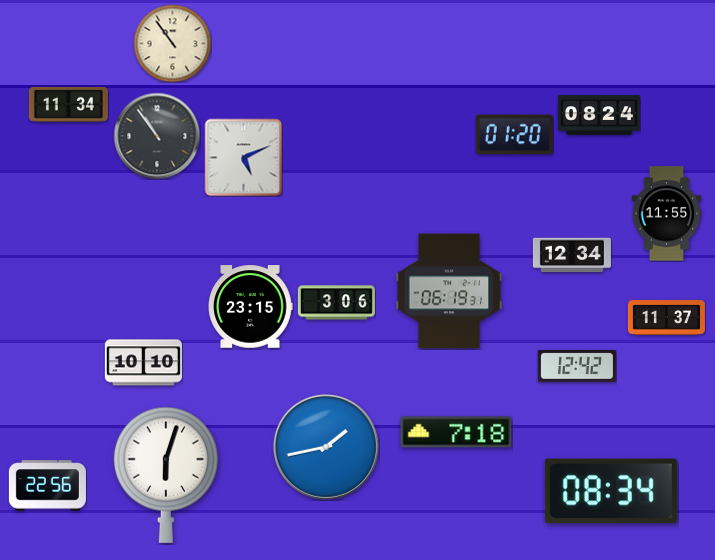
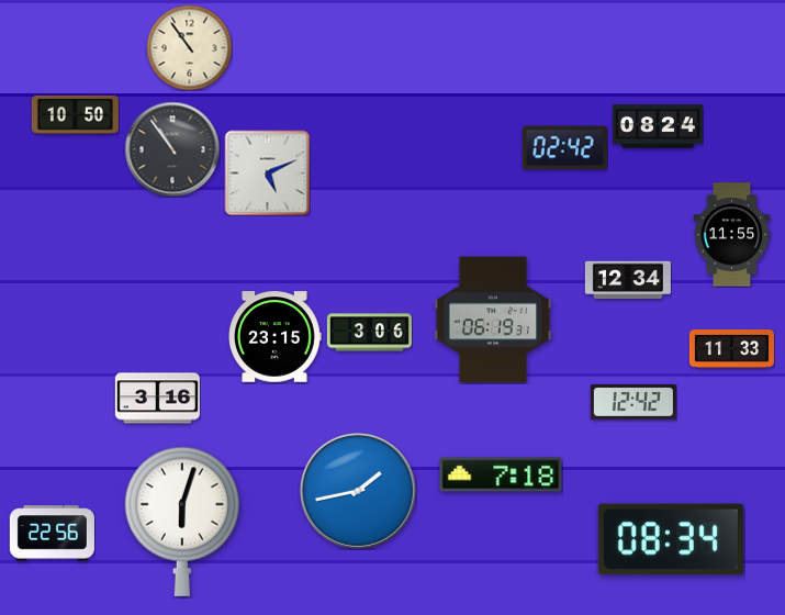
clock at (68, 104): 11:34 -> 10:50
clock at (514, 135): 01:20 -> 02:42
clock at (666, 318): 11:37 -> 11:33
clock at (143, 363): 10:10 -> 3:16
